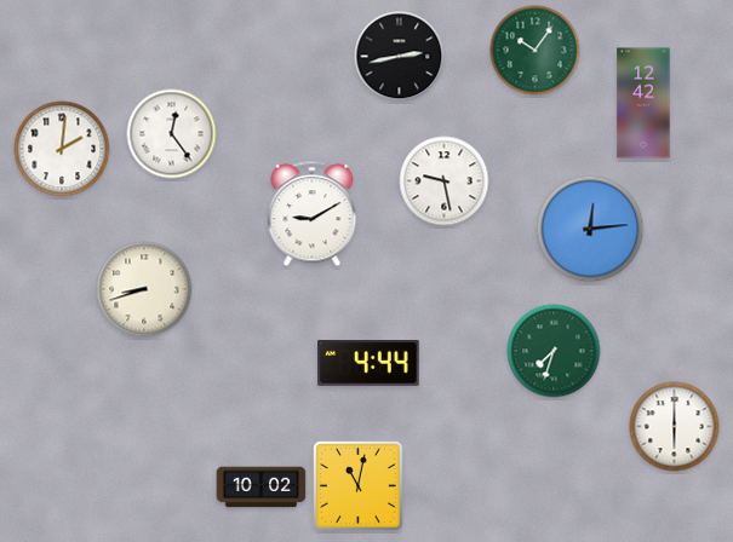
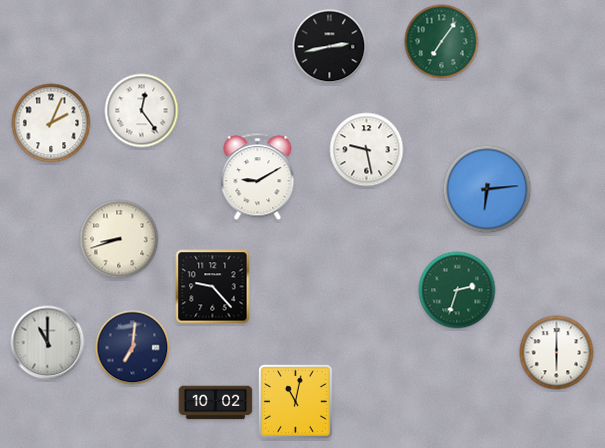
clock at (536, 51): 10:06 -> 7:06
clock at (643, 103): 12:42 -> none
clock at (62, 149): 2:01 -> 2:04
clock at (590, 229): 12:14 -> 6:14
clock at (213, 287): none -> 9:23
clock at (554, 351): 7:33 -> 2:33
clock at (368, 364): 4:44 -> none
clock at (48, 343): none -> 11:00
clock at (133, 348): none -> 7:01
